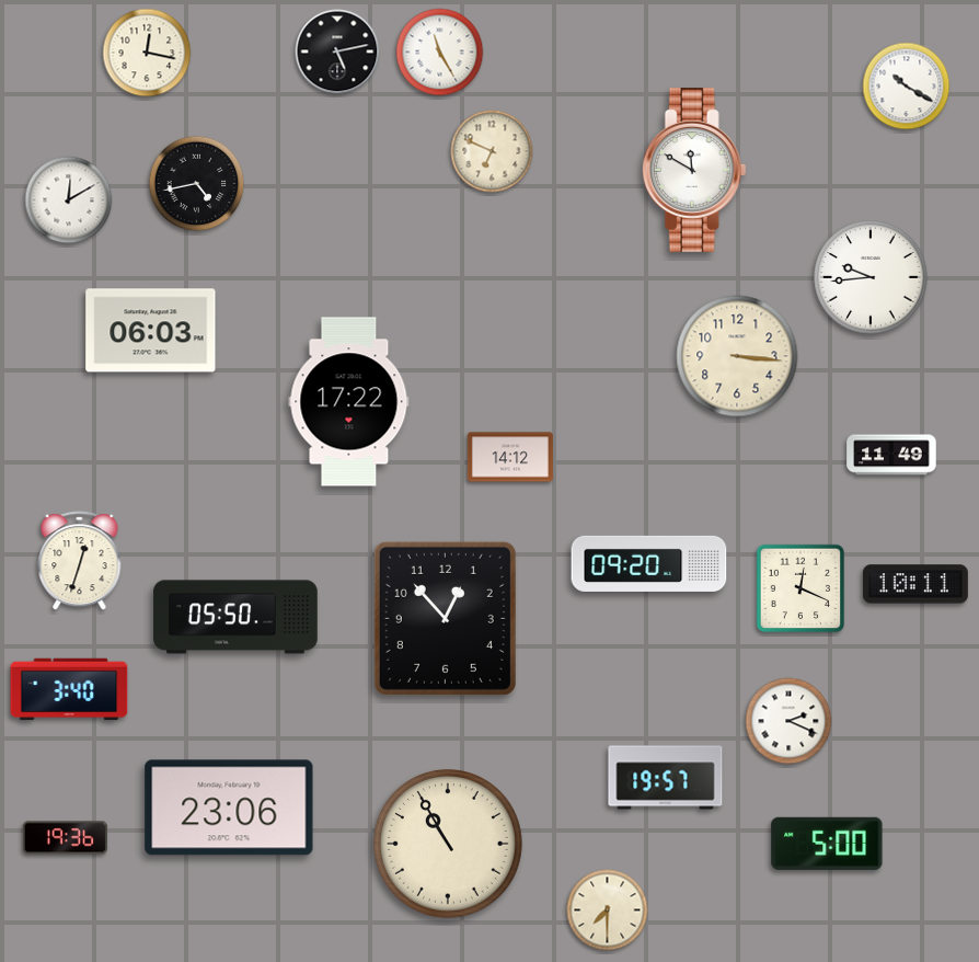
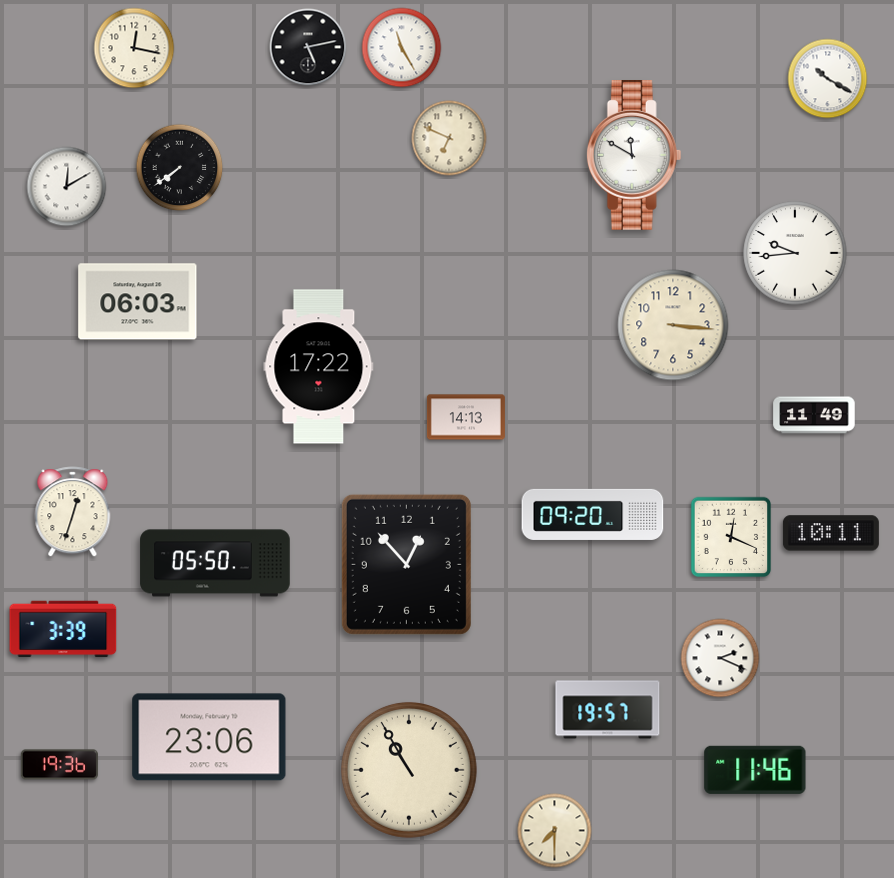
clock at (197, 184): 4:43 -> 7:39
clock at (69, 201) position: (69, 201) -> (67, 187)
clock at (510, 457): 14:12 -> 14:13
clock at (915, 584) position: (915, 584) -> (831, 533)
clock at (69, 689): 3:40 -> 3:39
clock at (827, 844): 5:00 -> 11:46
